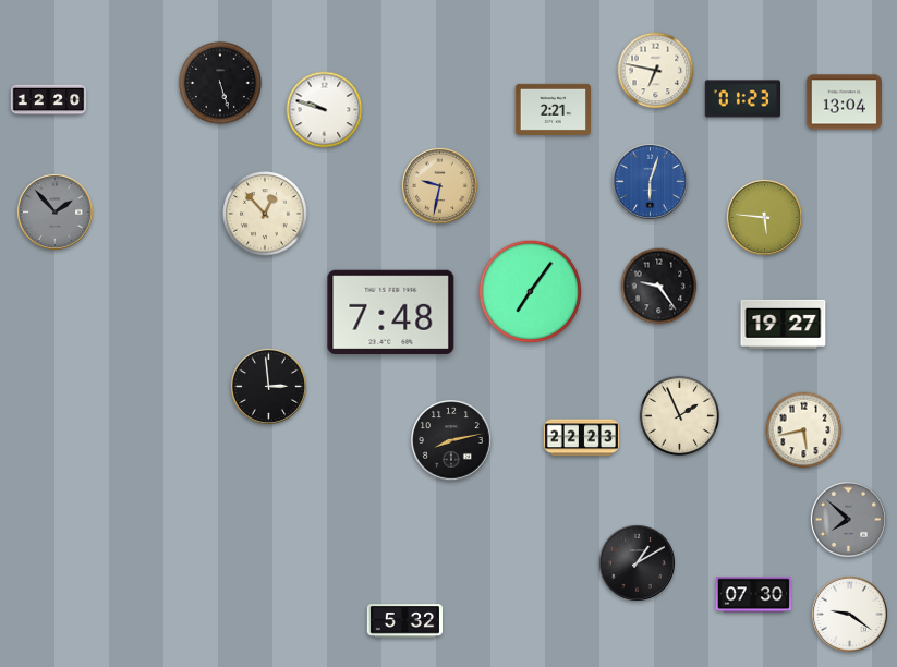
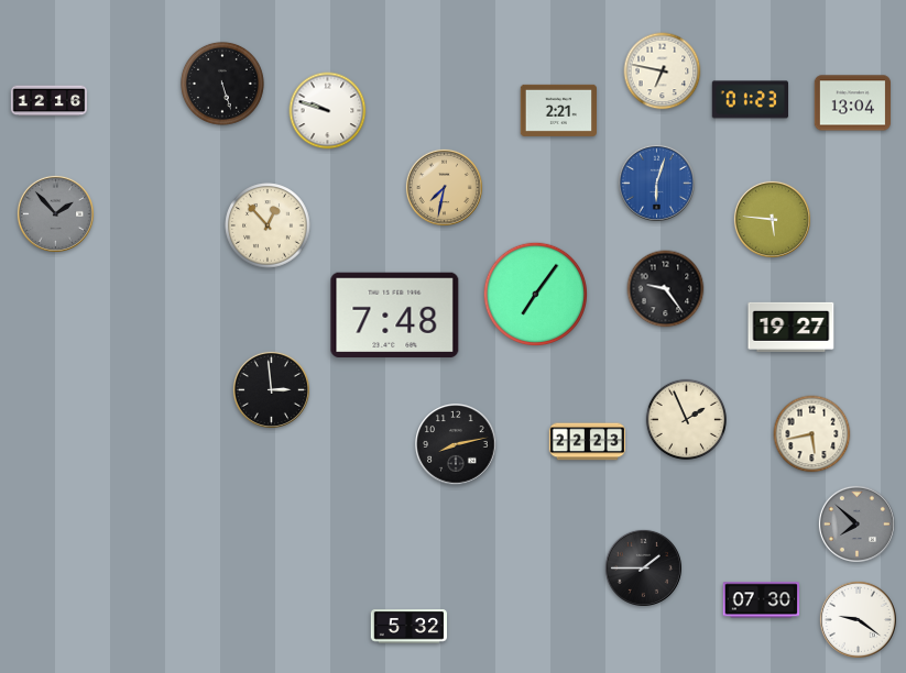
clock at (49, 100): 12:20 -> 12:16
clock at (439, 185): 9:32 -> 7:32
clock at (265, 214) position: (265, 214) -> (268, 225)
clock at (637, 562): 1:10 -> 1:45
